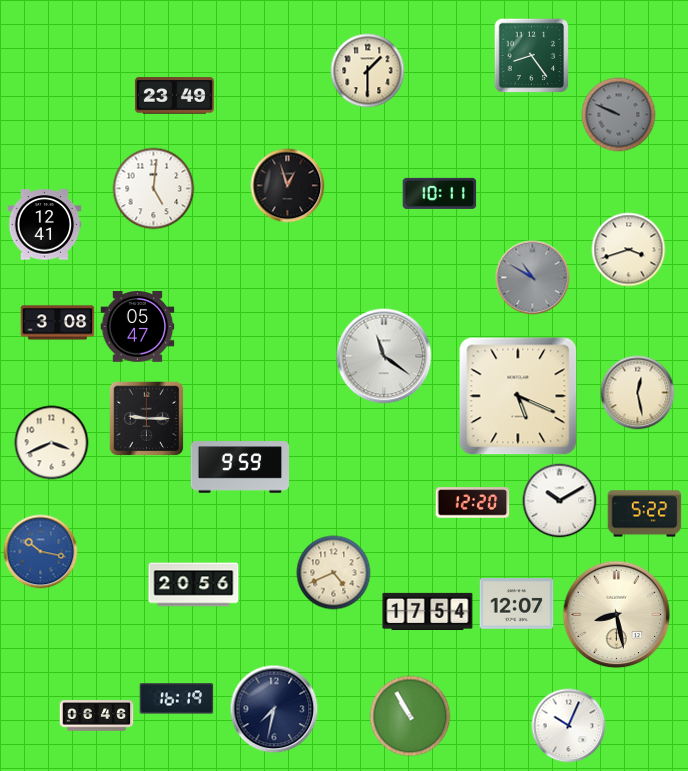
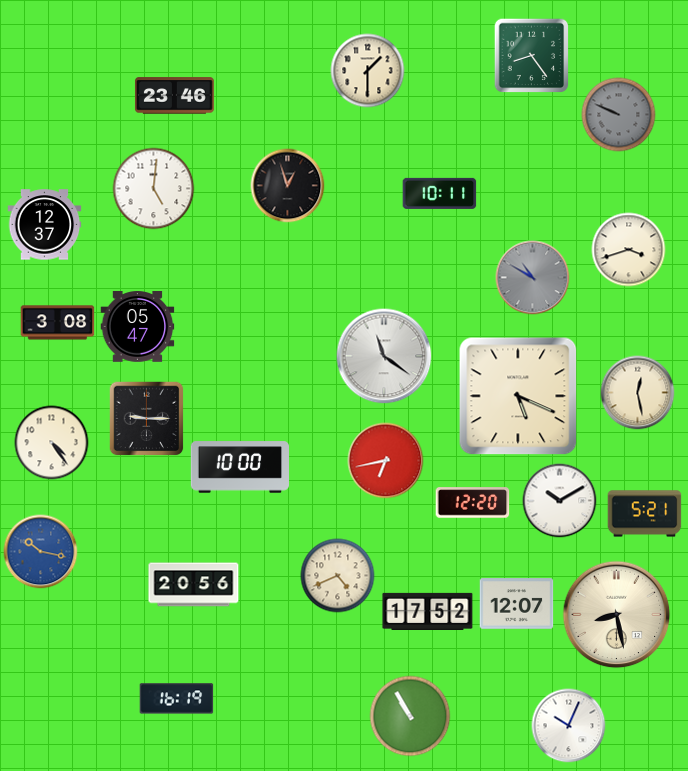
clock at (174, 96): 23:49 -> 23:46
clock at (45, 225): 12:41 -> 12:37
clock at (52, 443): 3:41 -> 4:24
clock at (386, 461): none -> 6:43
clock at (239, 467): 9:59 -> 10:00
clock at (645, 514): 5:22 -> 5:21
clock at (334, 573) position: (334, 573) -> (338, 576)
clock at (428, 611): 17:54 -> 17:52
clock at (274, 709): 7:32 -> none
clock at (97, 716): 06:46 -> none
